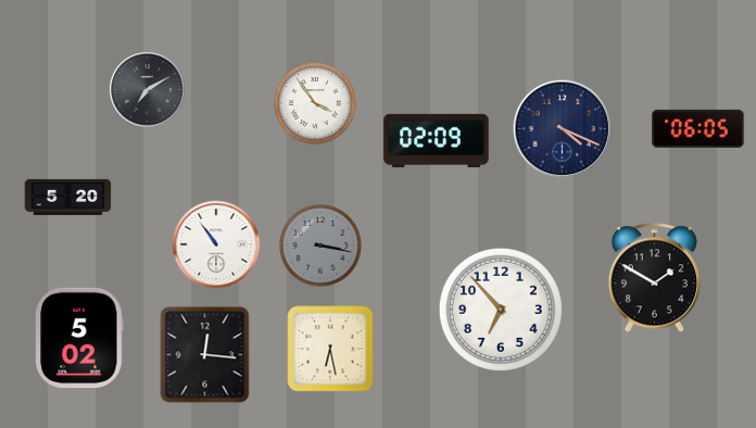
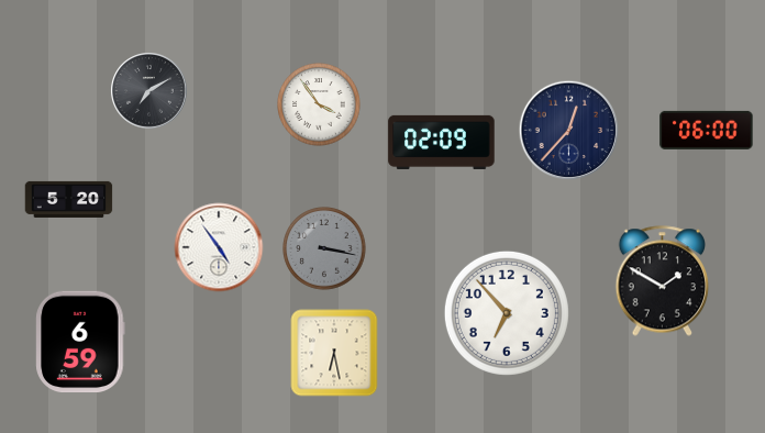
clock at (698, 128): 06:05 -> 06:00
clock at (563, 129): 4:19 -> 12:37
clock at (216, 244): 10:54 -> 4:54
clock at (79, 338): 5:02 -> 6:59
clock at (205, 355): 12:16 -> none
